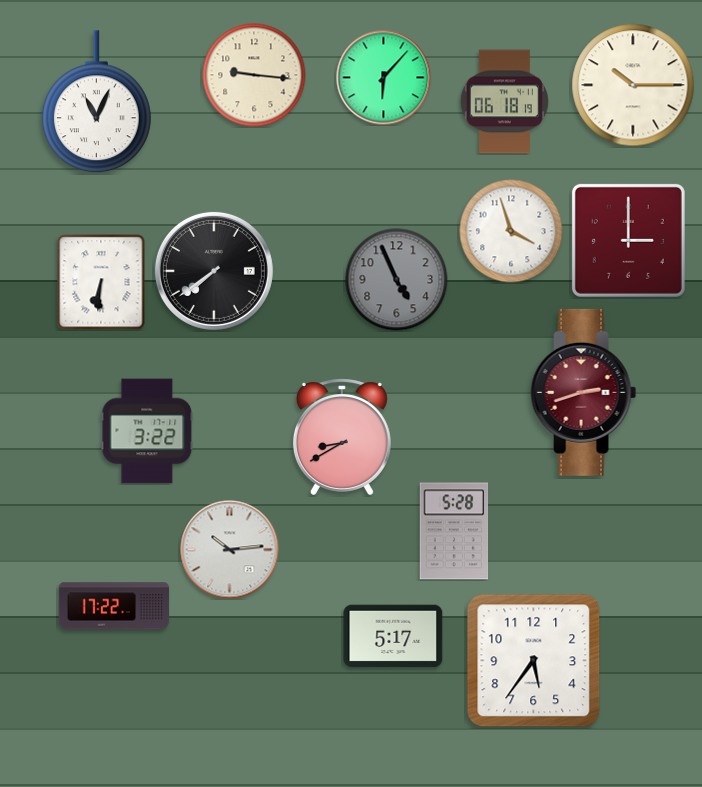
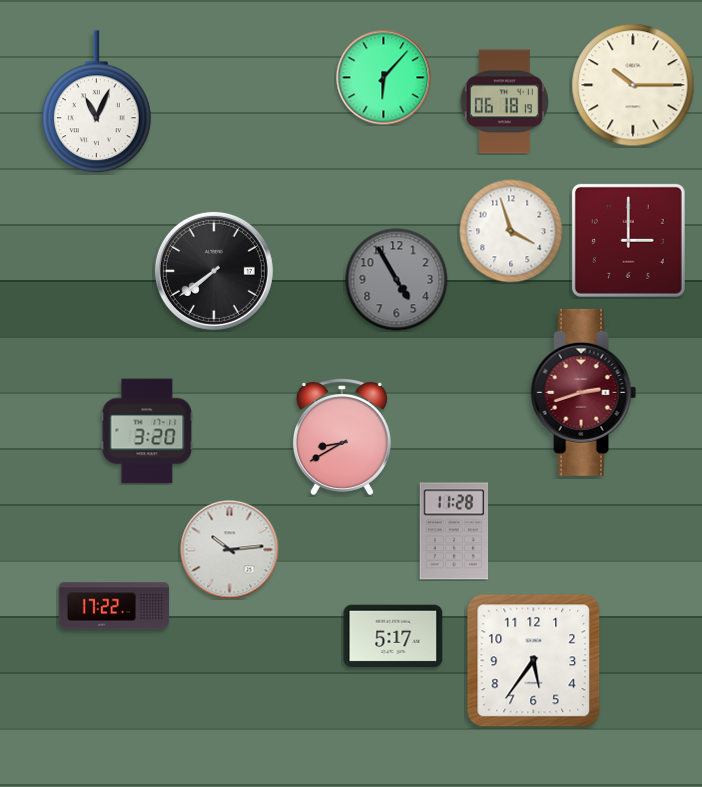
clock at (254, 75): 9:16 -> none
clock at (397, 280): 4:56 -> 4:55
clock at (101, 282): 6:31 -> none
clock at (147, 431): 3:22 -> 3:20
clock at (454, 531): 5:28 -> 11:28
